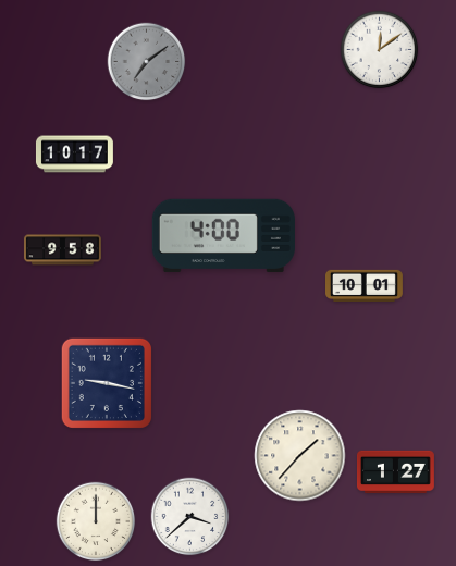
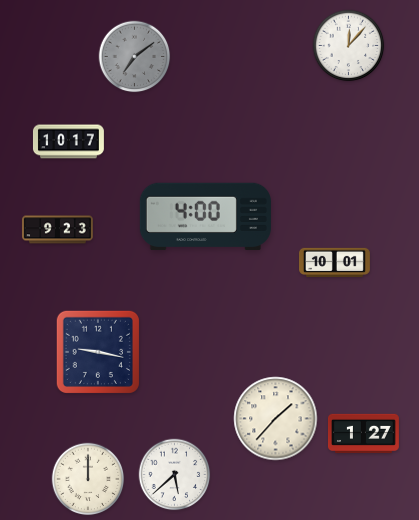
clock at (380, 50): 12:09 -> 12:07
clock at (62, 250): 9:58 -> 9:23
clock at (190, 517): 3:38 -> 5:38
